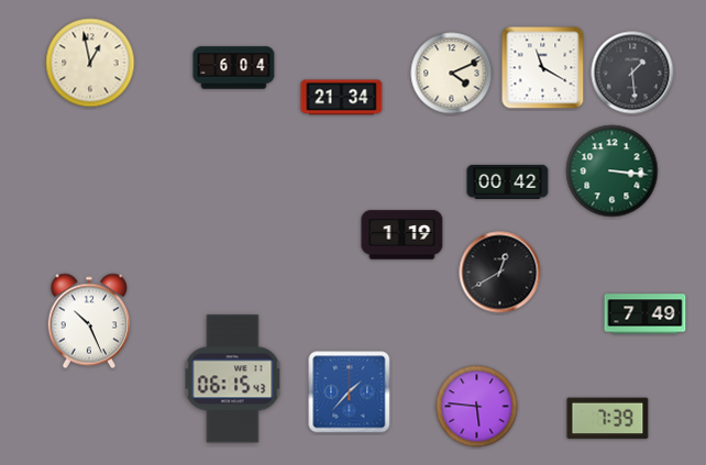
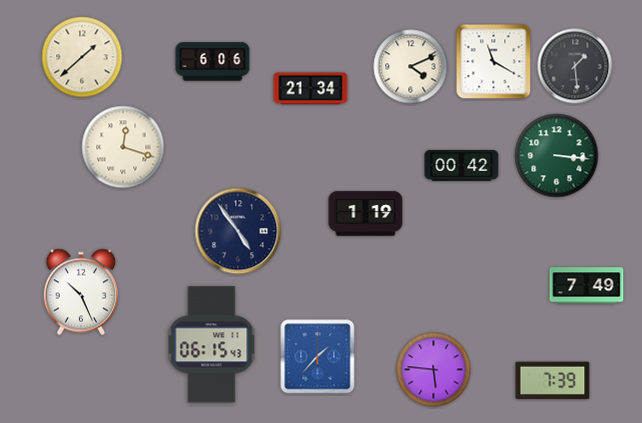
clock at (90, 63): 12:58 -> 1:38
clock at (234, 68): 6:04 -> 6:06
clock at (123, 147): none -> 12:18
clock at (238, 231): none -> 4:54
clock at (500, 273): 12:40 -> none
